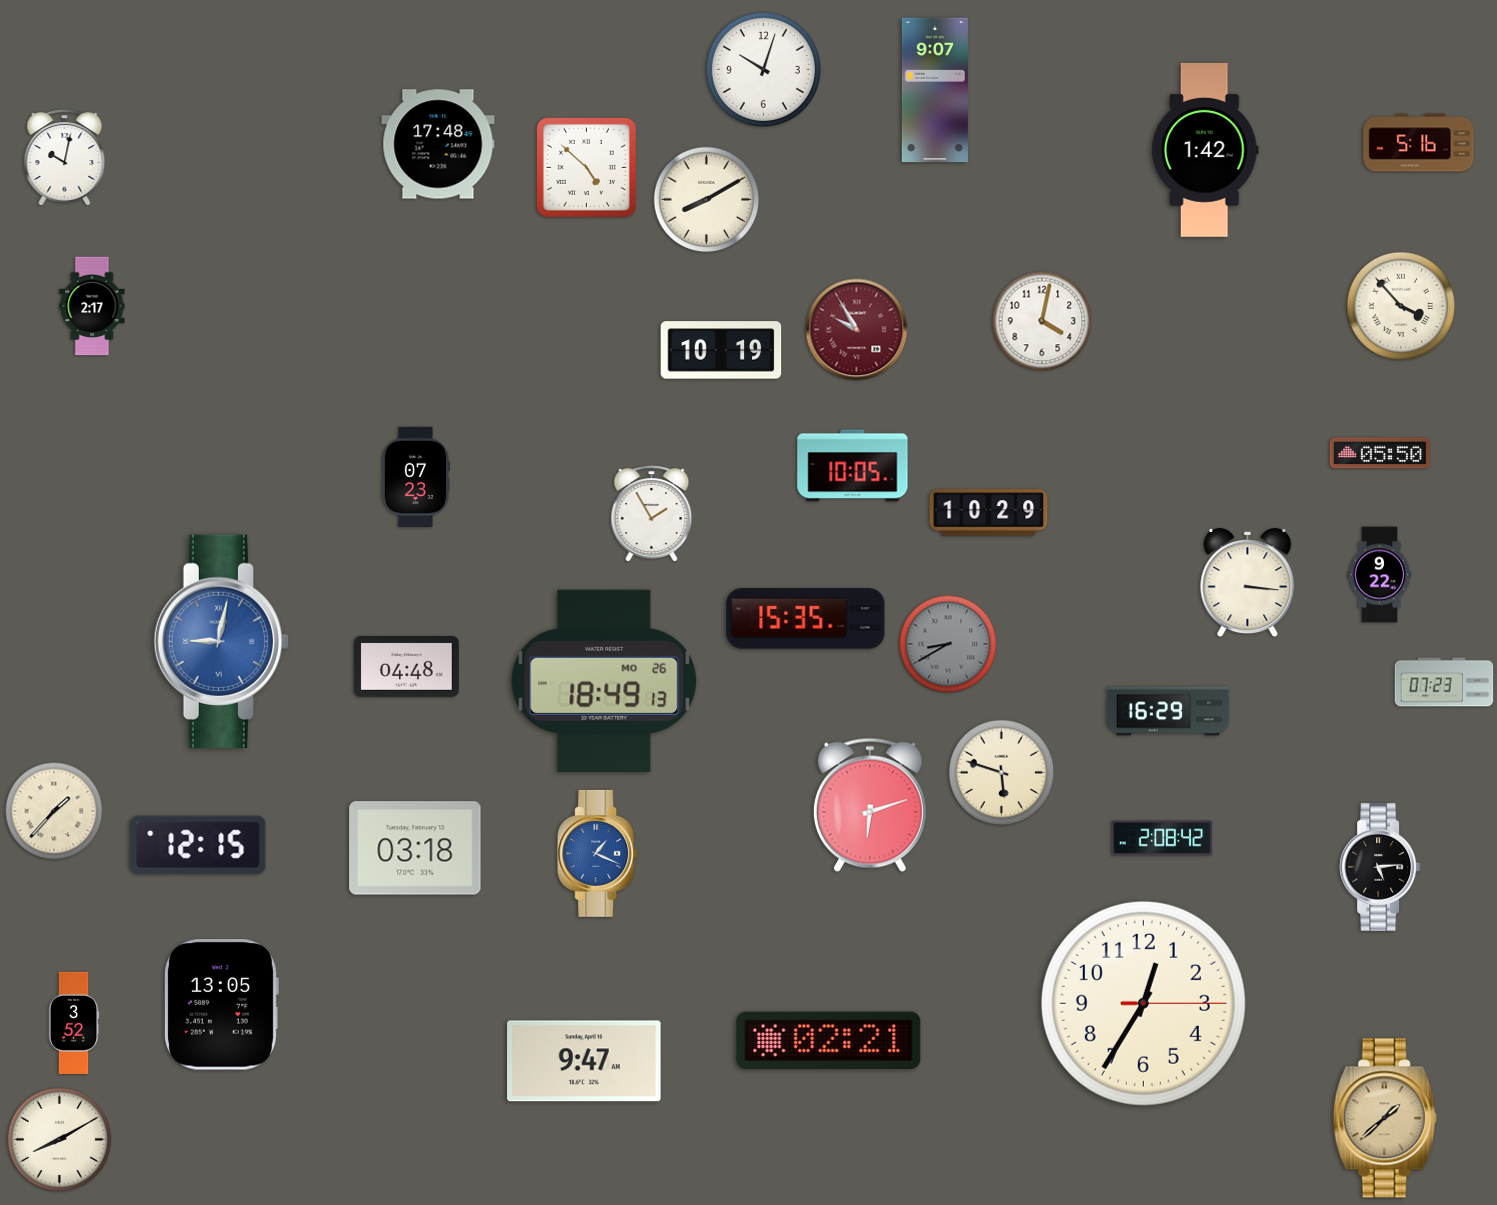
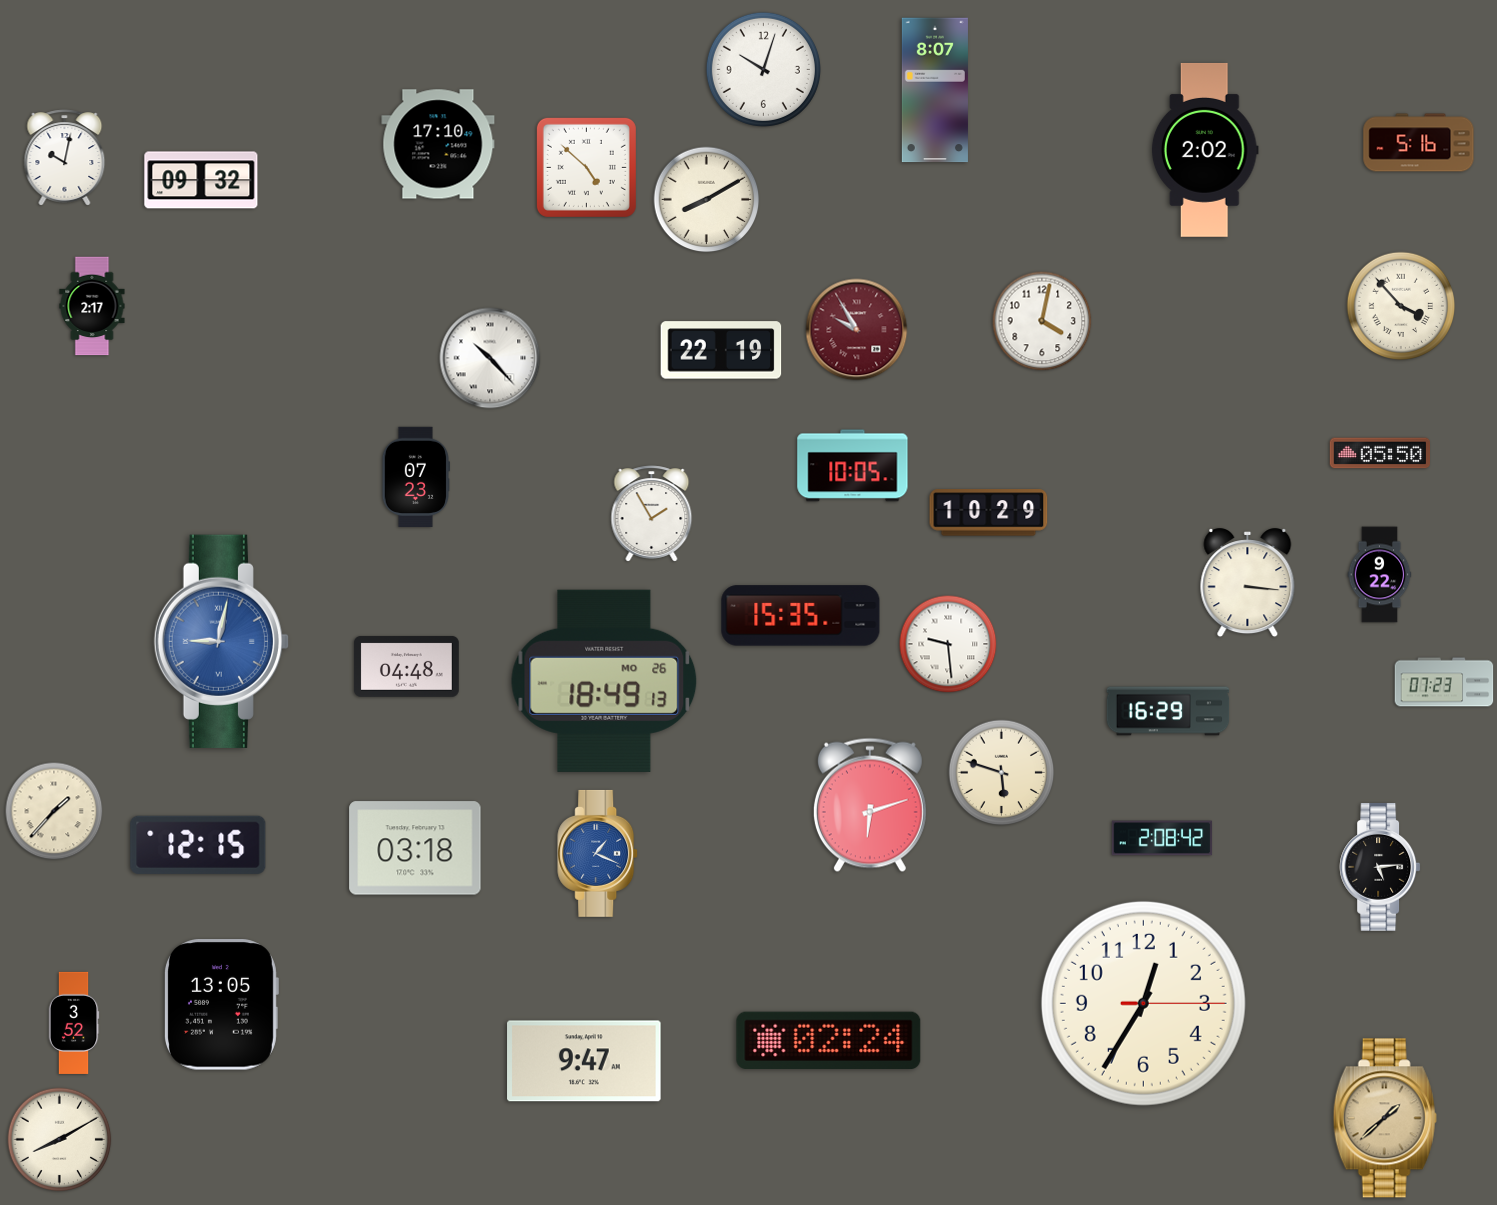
clock at (935, 90): 9:07 -> 8:07
clock at (438, 144): 17:48 -> 17:10
clock at (1205, 150): 1:42 -> 2:02
clock at (201, 180): none -> 09:32
clock at (721, 350): 10:19 -> 22:19
clock at (490, 358): none -> 10:23
clock at (806, 619) position: (806, 619) -> (801, 616)
clock at (948, 644): 8:40 -> 9:29
clock at (948, 644) dial: grey -> white
clock at (829, 1040): 02:21 -> 02:24
